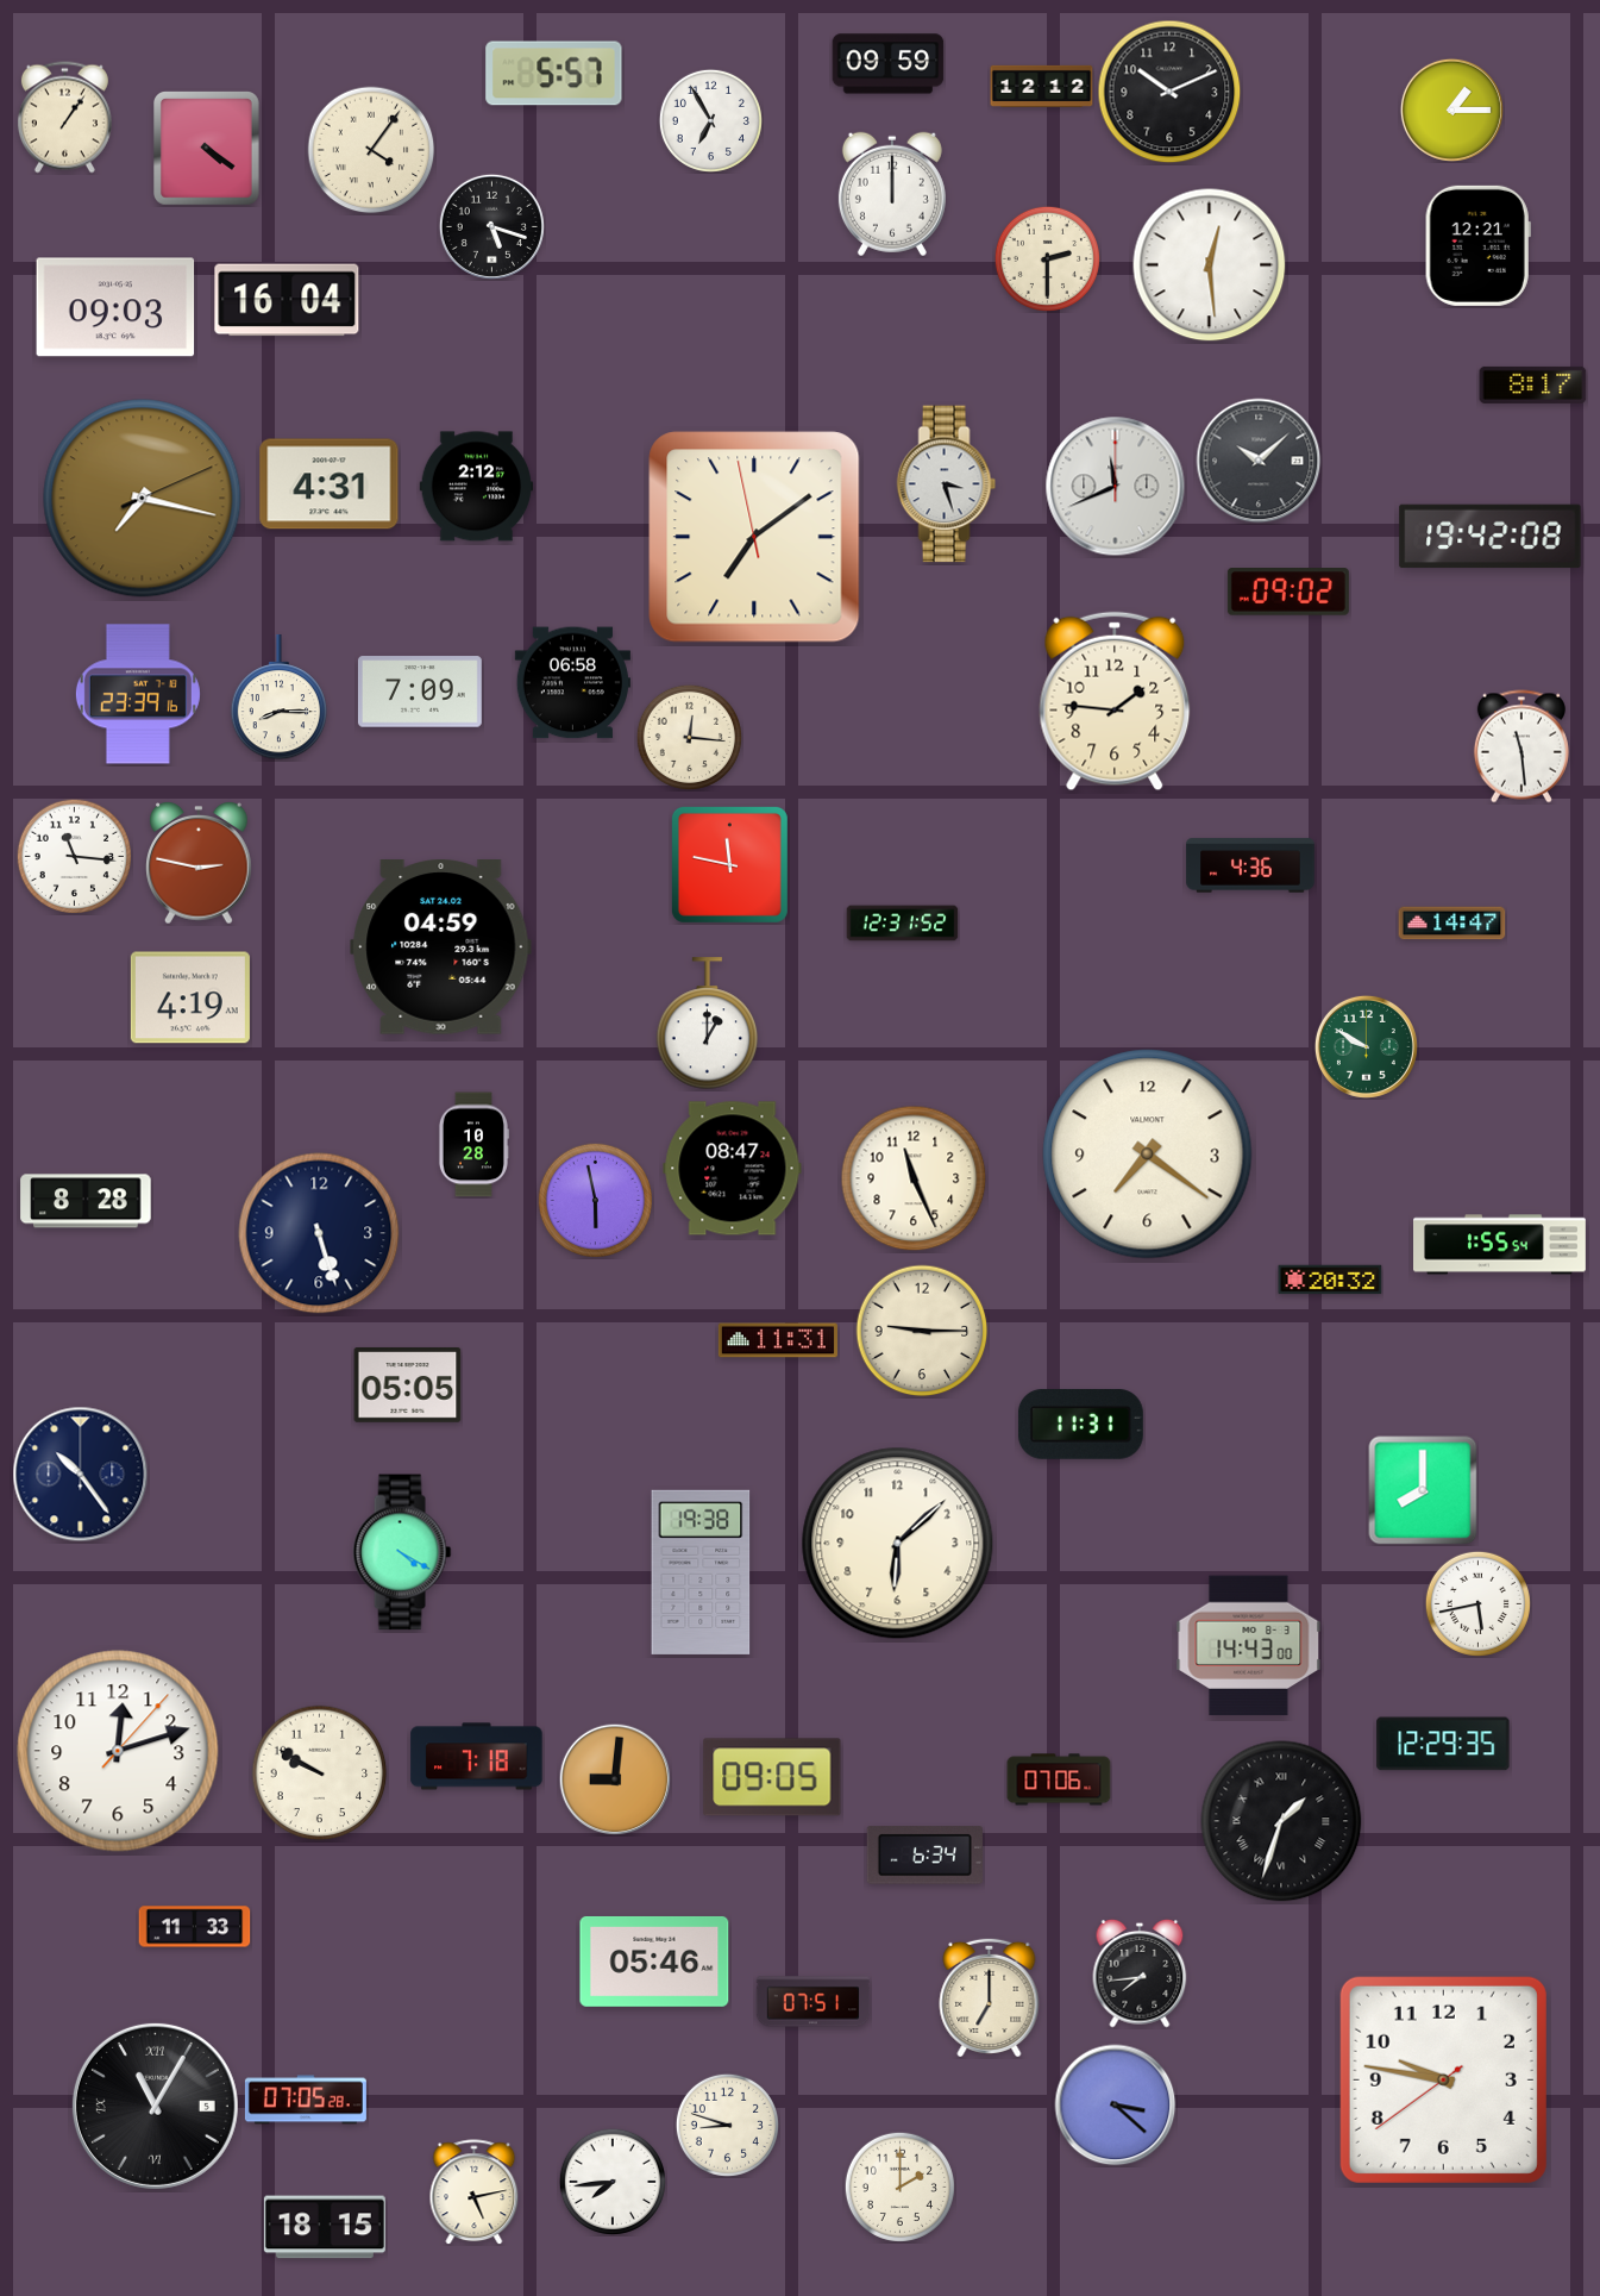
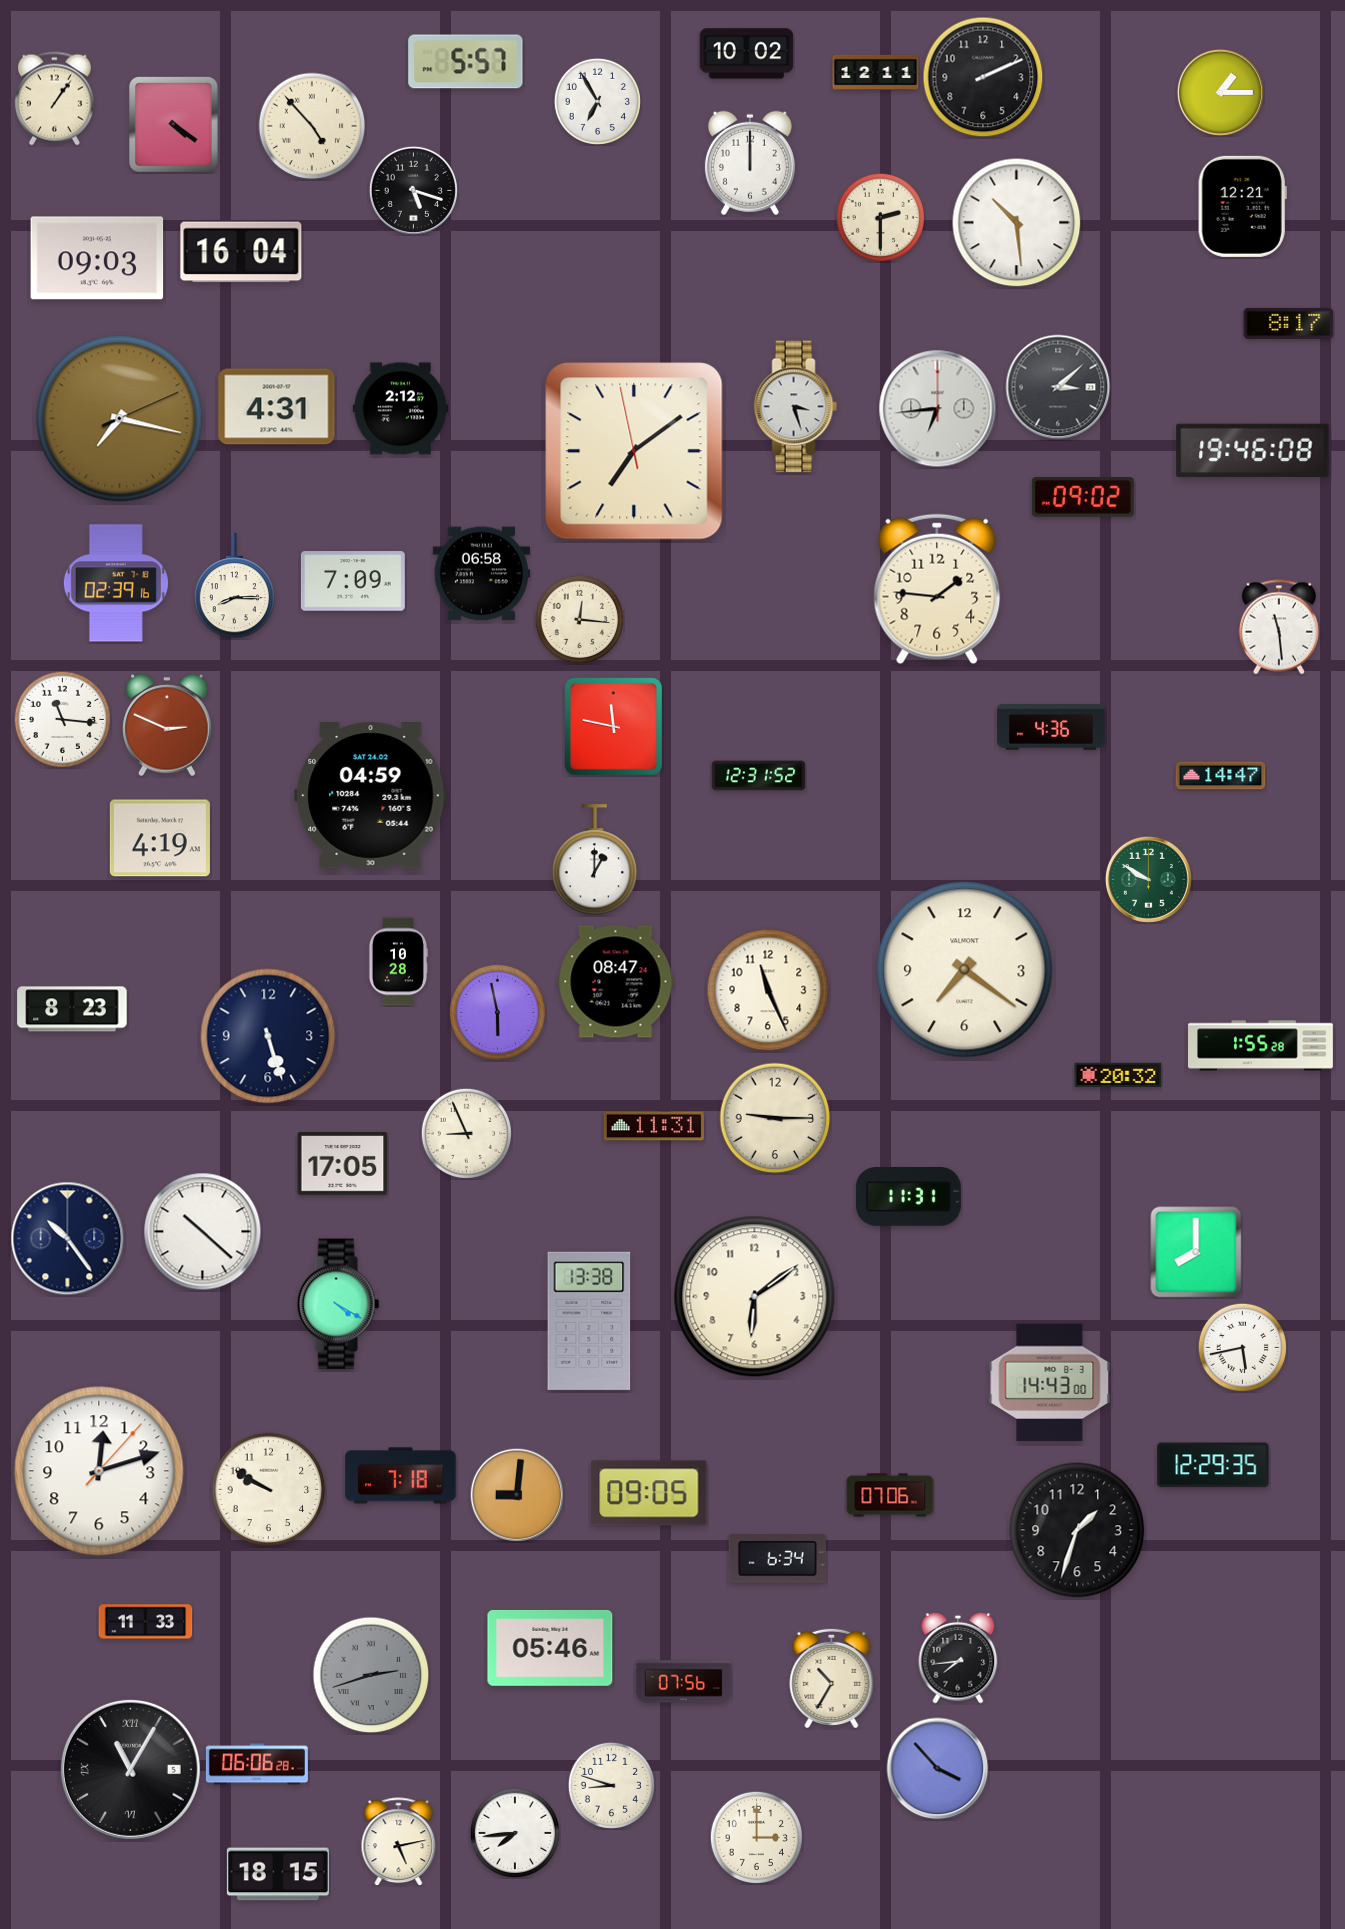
clock at (889, 64): 09:59 -> 10:02
clock at (1042, 86): 12:12 -> 12:11
clock at (1169, 92): 10:11 -> 2:11
clock at (371, 150): 4:06 -> 4:53
clock at (1210, 265): 12:29 -> 10:29
clock at (1259, 461): 10:08 -> 3:08
clock at (1116, 487): 11:41 -> 6:44
clock at (1491, 537): 19:42 -> 19:46
clock at (138, 694): 23:39 -> 02:39
clock at (199, 864): 2:47 -> 2:49
clock at (595, 1200) position: (595, 1200) -> (497, 1012)
clock at (86, 1201): 8:28 -> 8:23
clock at (1500, 1245): 1:55:54 -> 1:55:28
clock at (466, 1133): none -> 8:56
clock at (408, 1385): 05:05 -> 17:05
clock at (203, 1232): none -> 10:22
clock at (898, 1544): 6:08 -> 6:09
clock at (701, 1572): 19:38 -> 13:38
clock at (1281, 1821) numerals: Roman -> Arabic
clock at (195, 1927) position: (195, 1927) -> (146, 1622)
clock at (371, 1675): none -> 2:42
clock at (990, 1996): 7:00 -> 10:35
clock at (814, 2002): 07:51 -> 07:56
clock at (1443, 2079): 9:46 -> none
clock at (306, 2100): 07:05 -> 06:06
clock at (1116, 2106): 3:22 -> 3:53
clock at (899, 2186): 2:00 -> 3:00
clock at (325, 2227) position: (325, 2227) -> (278, 1874)
